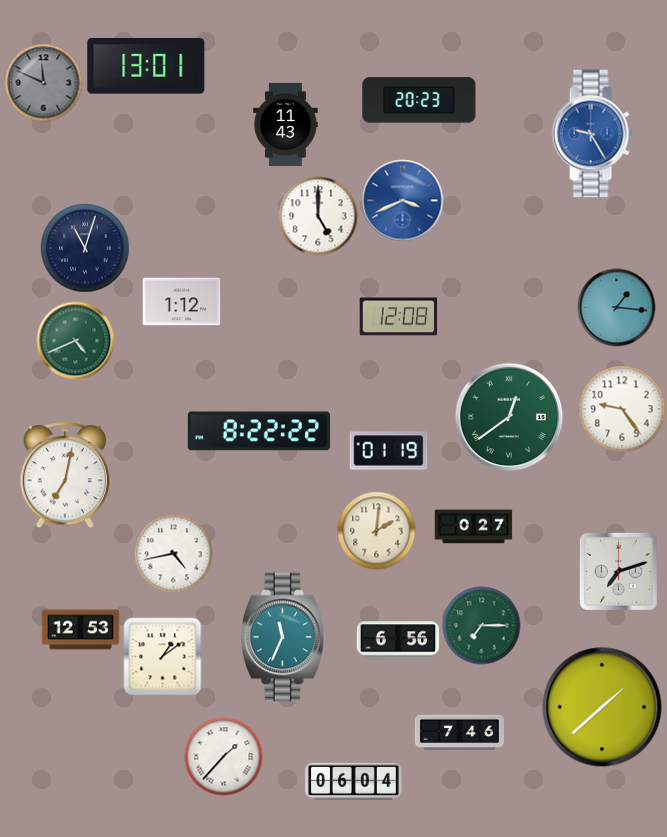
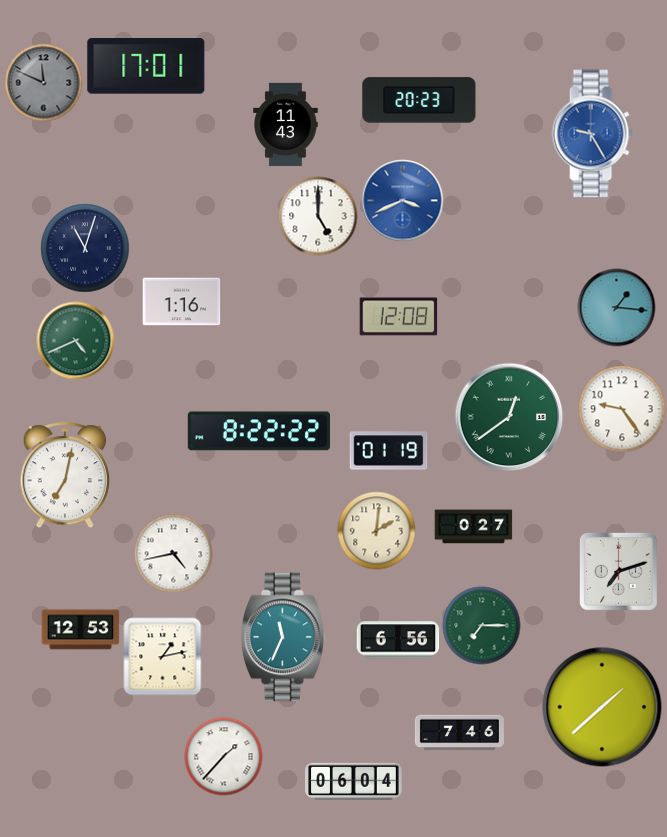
clock at (146, 67): 13:01 -> 17:01
clock at (181, 302): 1:12 -> 1:16
clock at (162, 656): 1:09 -> 1:13
